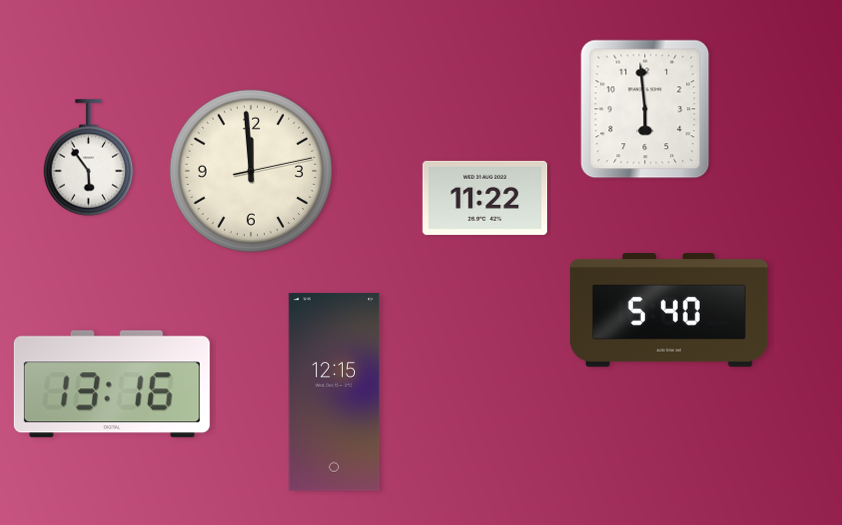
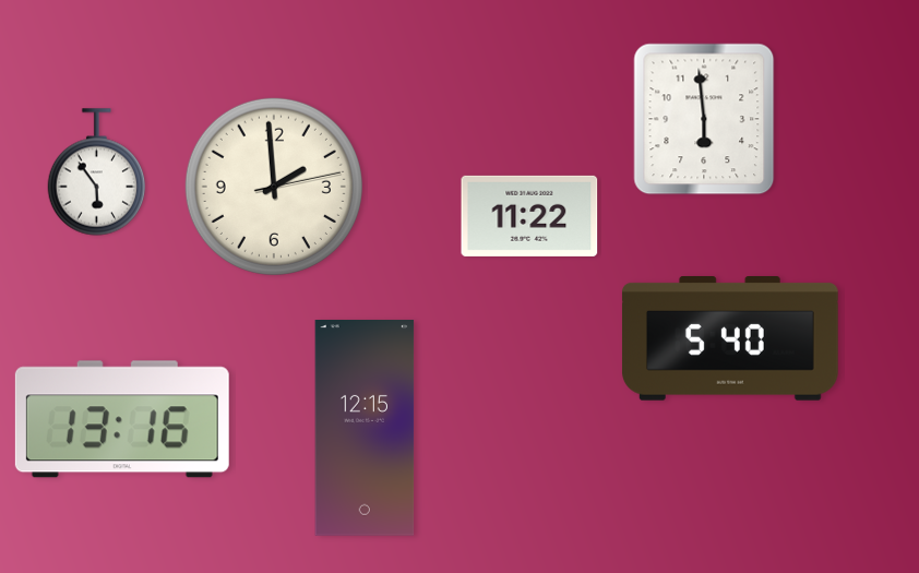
clock at (251, 171): 11:59 -> 1:59
